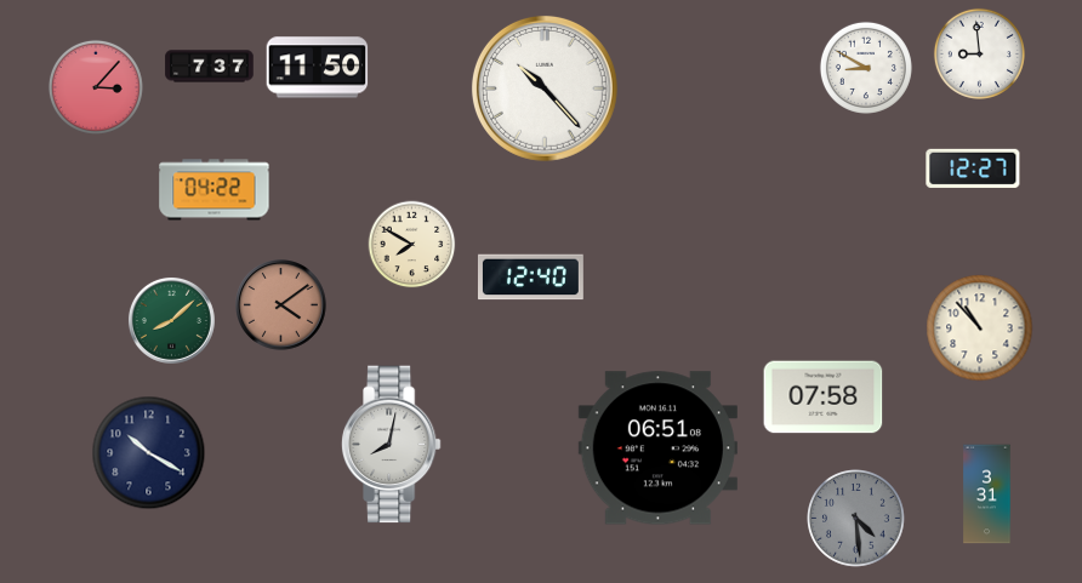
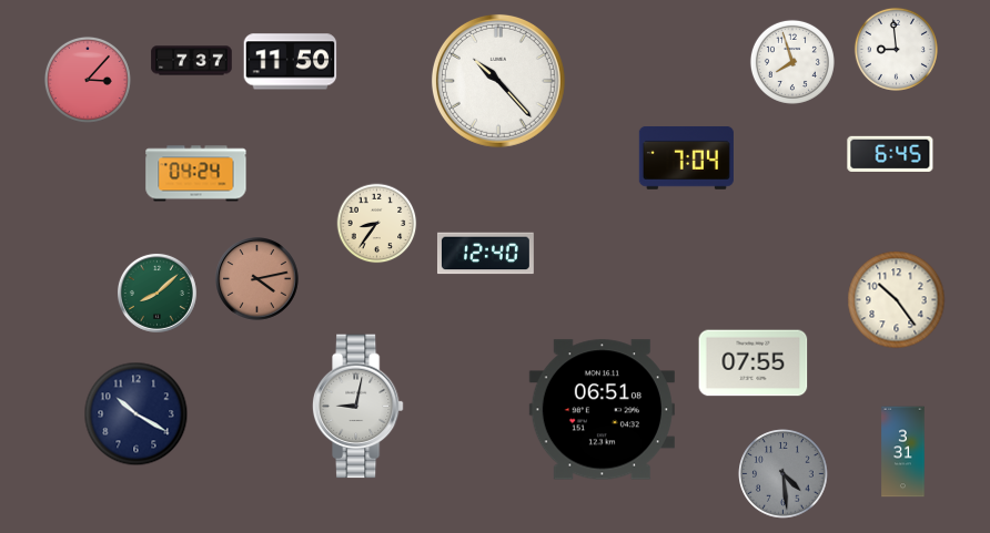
clock at (866, 68): 8:50 -> 7:57
clock at (973, 168): 12:27 -> 6:45
clock at (686, 157): none -> 7:04
clock at (215, 190): 04:22 -> 04:24
clock at (412, 245): 7:50 -> 8:36
clock at (281, 305): 4:09 -> 4:13
clock at (980, 328): 10:53 -> 10:24
clock at (824, 398): 07:58 -> 07:55
clock at (391, 445): 8:02 -> 9:02
